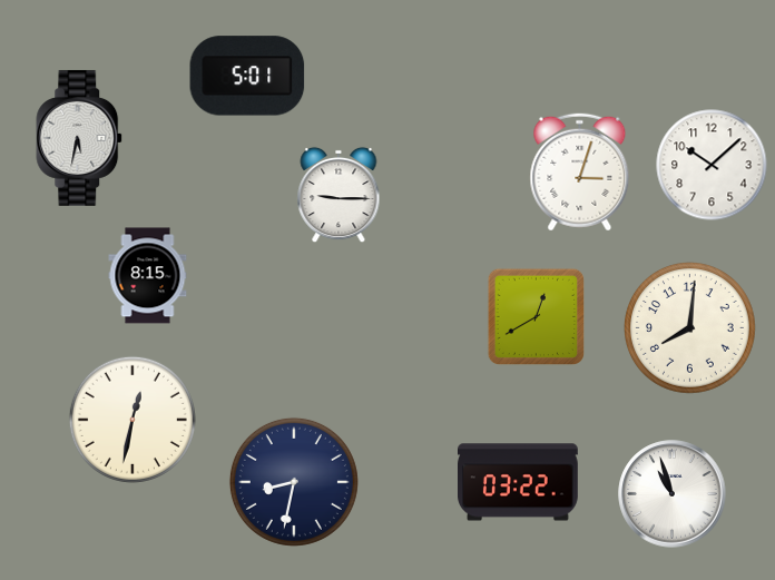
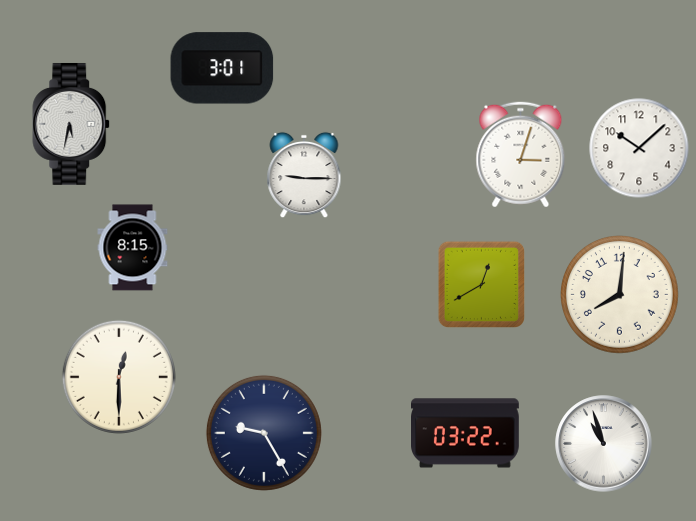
clock at (247, 76): 5:01 -> 3:01
clock at (133, 420): 12:32 -> 12:30
clock at (294, 482): 8:32 -> 9:25
